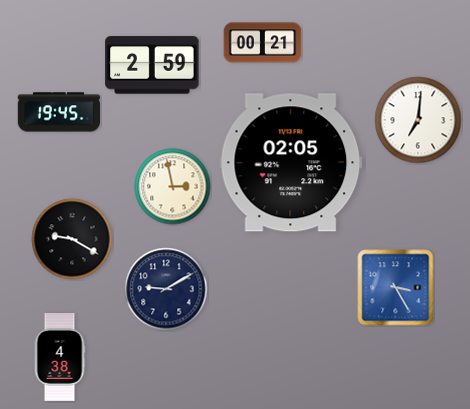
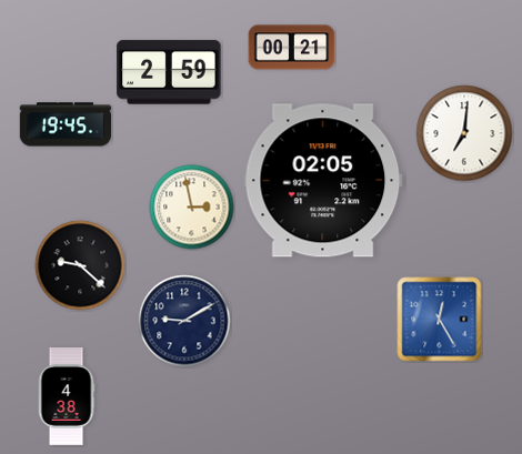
clock at (72, 239): 9:20 -> 9:22
clock at (396, 288): 3:25 -> 12:25
